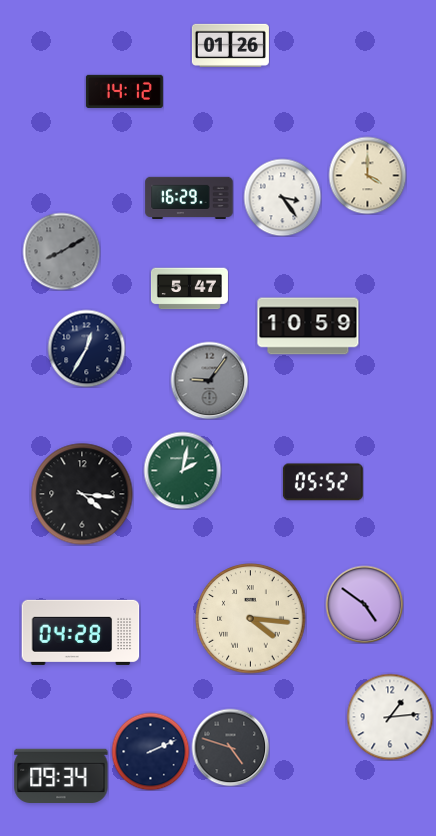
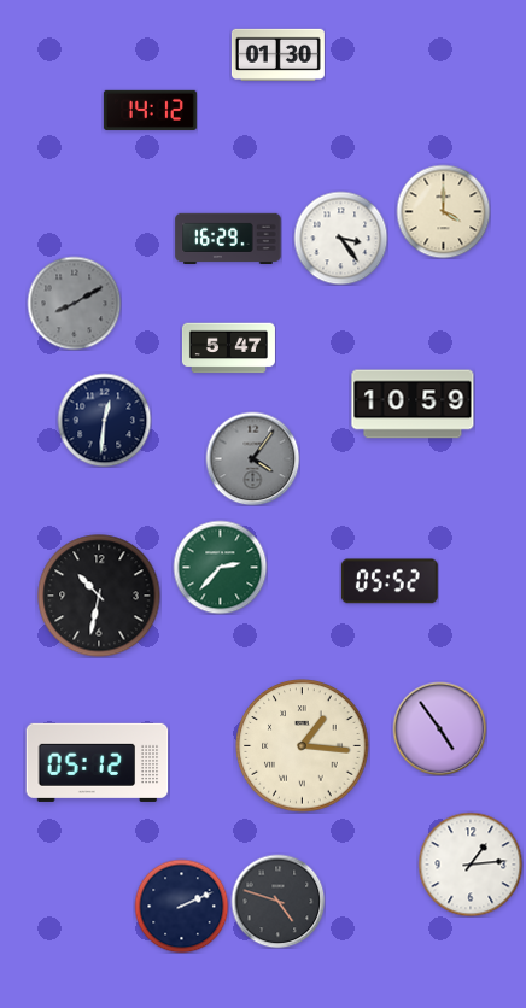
clock at (230, 45): 01:26 -> 01:30
clock at (308, 326) position: (308, 326) -> (413, 404)
clock at (86, 348): 12:35 -> 12:31
clock at (209, 380): 9:06 -> 4:06
clock at (182, 470): 2:02 -> 2:37
clock at (82, 494): 4:16 -> 10:32
clock at (364, 604): 4:51 -> 4:54
clock at (251, 619): 4:16 -> 1:16
clock at (81, 632): 04:28 -> 05:12
clock at (61, 776): 09:34 -> none
